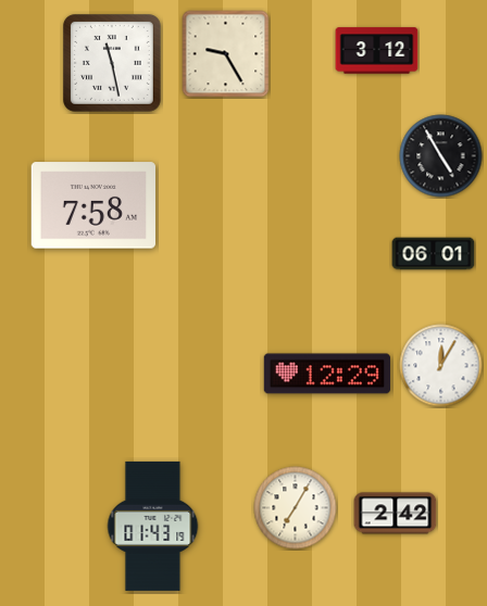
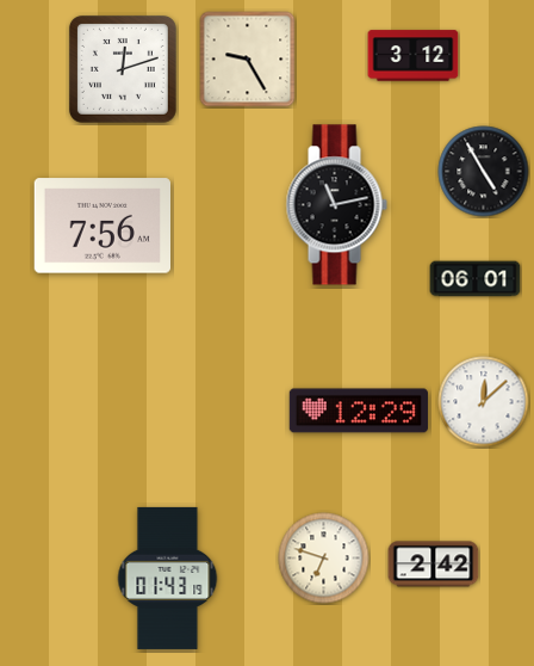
clock at (112, 63): 11:28 -> 12:12
clock at (336, 205): none -> 11:13
clock at (92, 205): 7:58 -> 7:56
clock at (441, 366): 12:05 -> 12:08
clock at (296, 508): 7:05 -> 6:48
